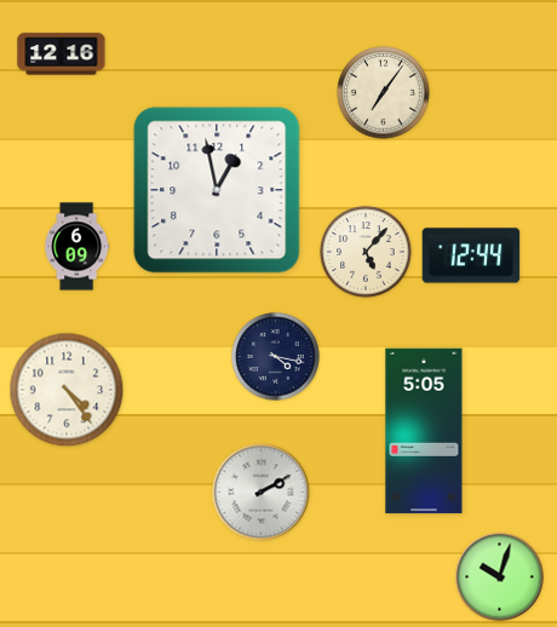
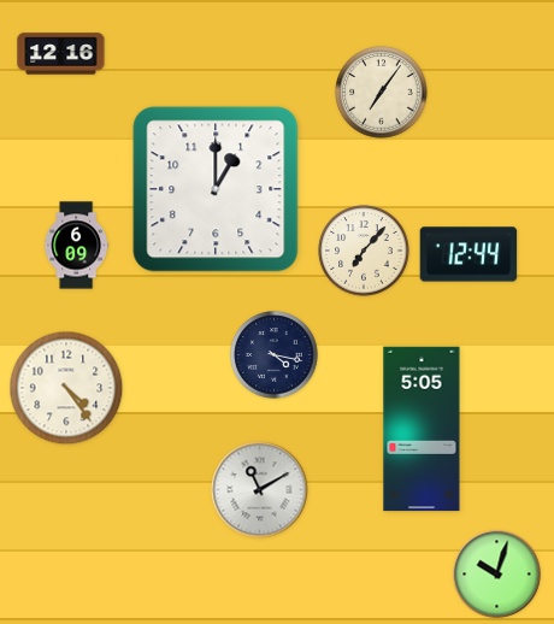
clock at (217, 190): 12:58 -> 1:00
clock at (366, 252): 5:07 -> 7:07
clock at (262, 493): 2:10 -> 11:10
